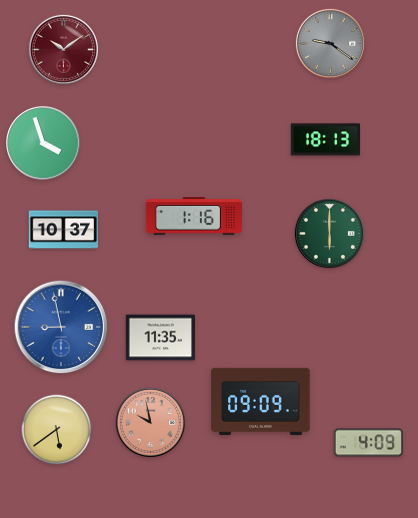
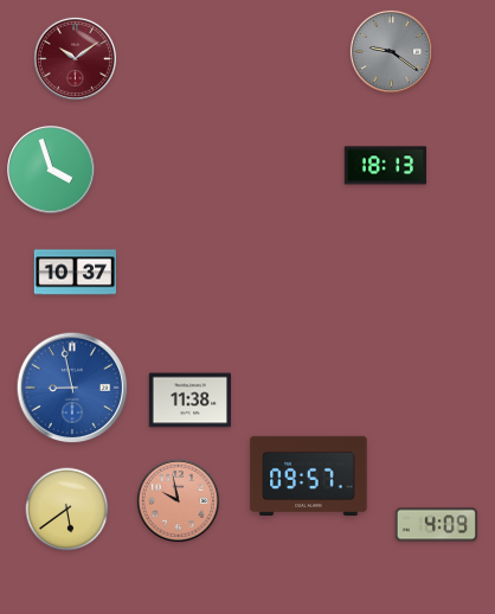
clock at (194, 216): 1:16 -> none
clock at (329, 233): 6:00 -> none
clock at (160, 338): 11:35 -> 11:38
clock at (261, 401): 09:09 -> 09:57
